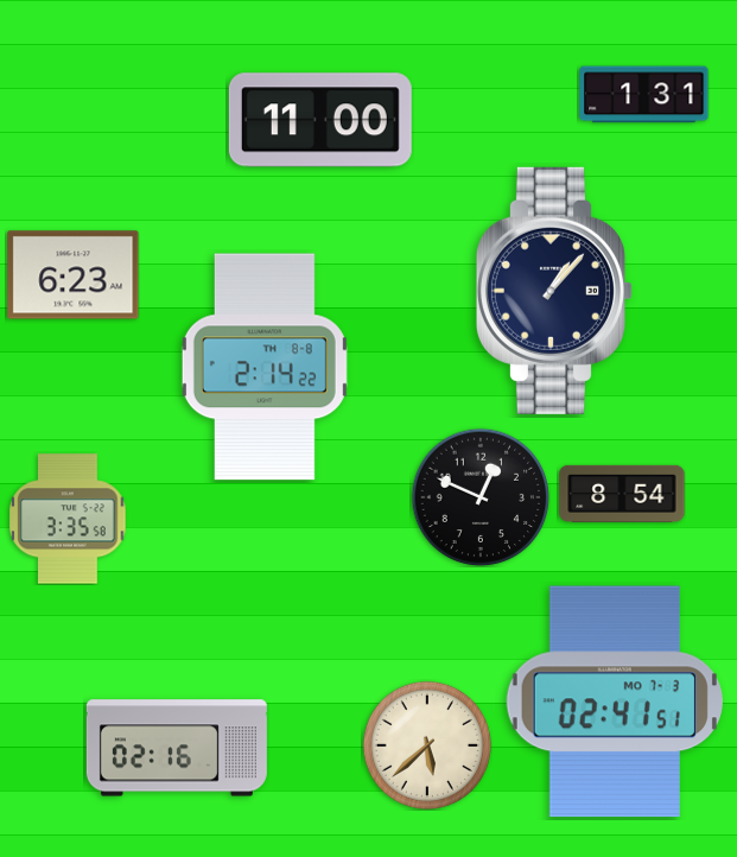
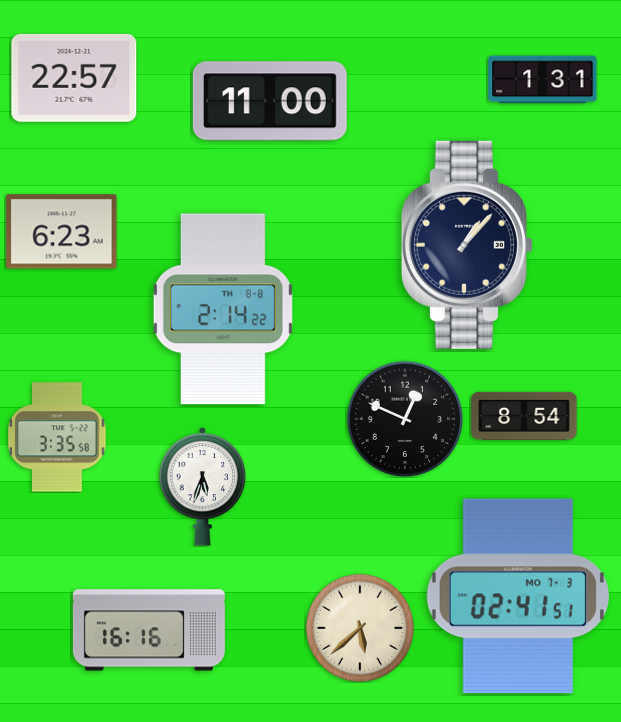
clock at (74, 78): none -> 22:57
clock at (203, 486): none -> 5:33
clock at (615, 702) position: (615, 702) -> (518, 596)
clock at (177, 748): 02:16 -> 16:16
